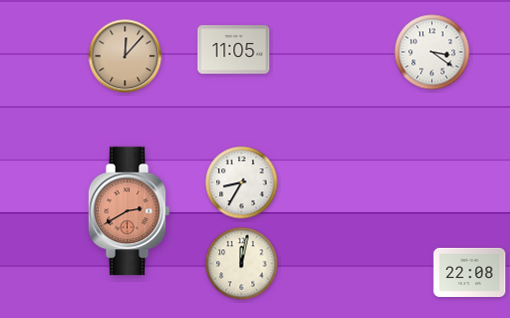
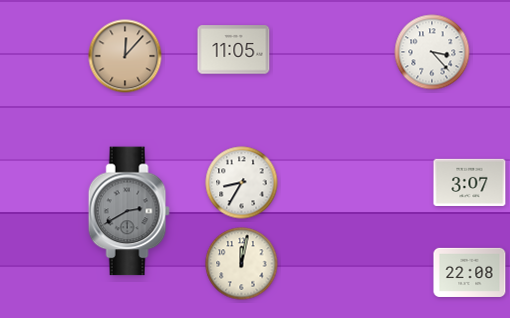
clock at (432, 52): 3:21 -> 3:23
clock at (470, 182): none -> 3:07
clock at (129, 211) dial: salmon -> grey
